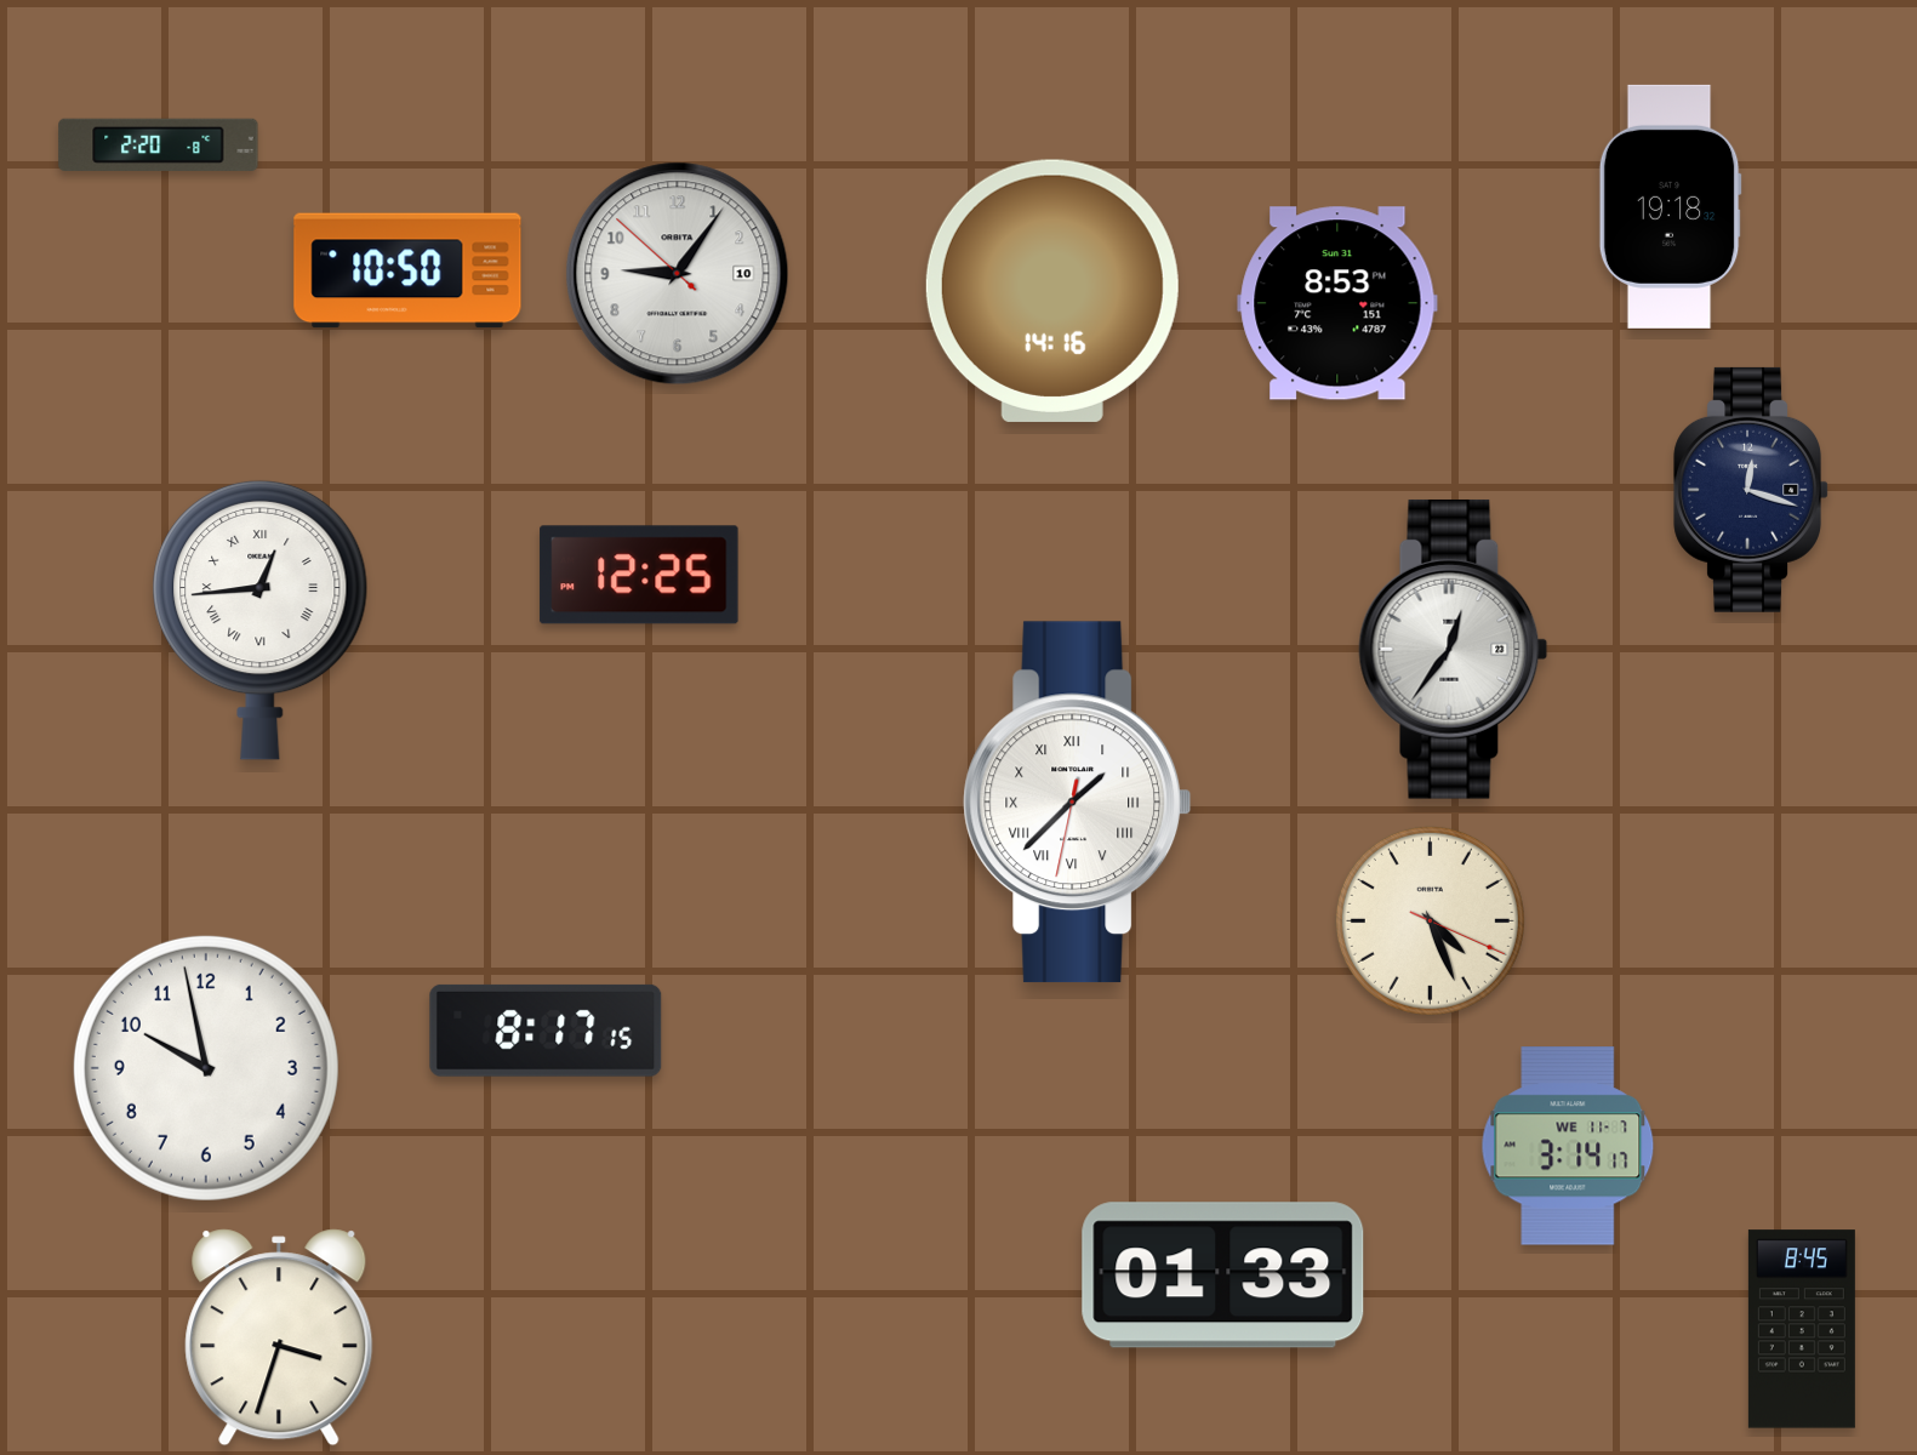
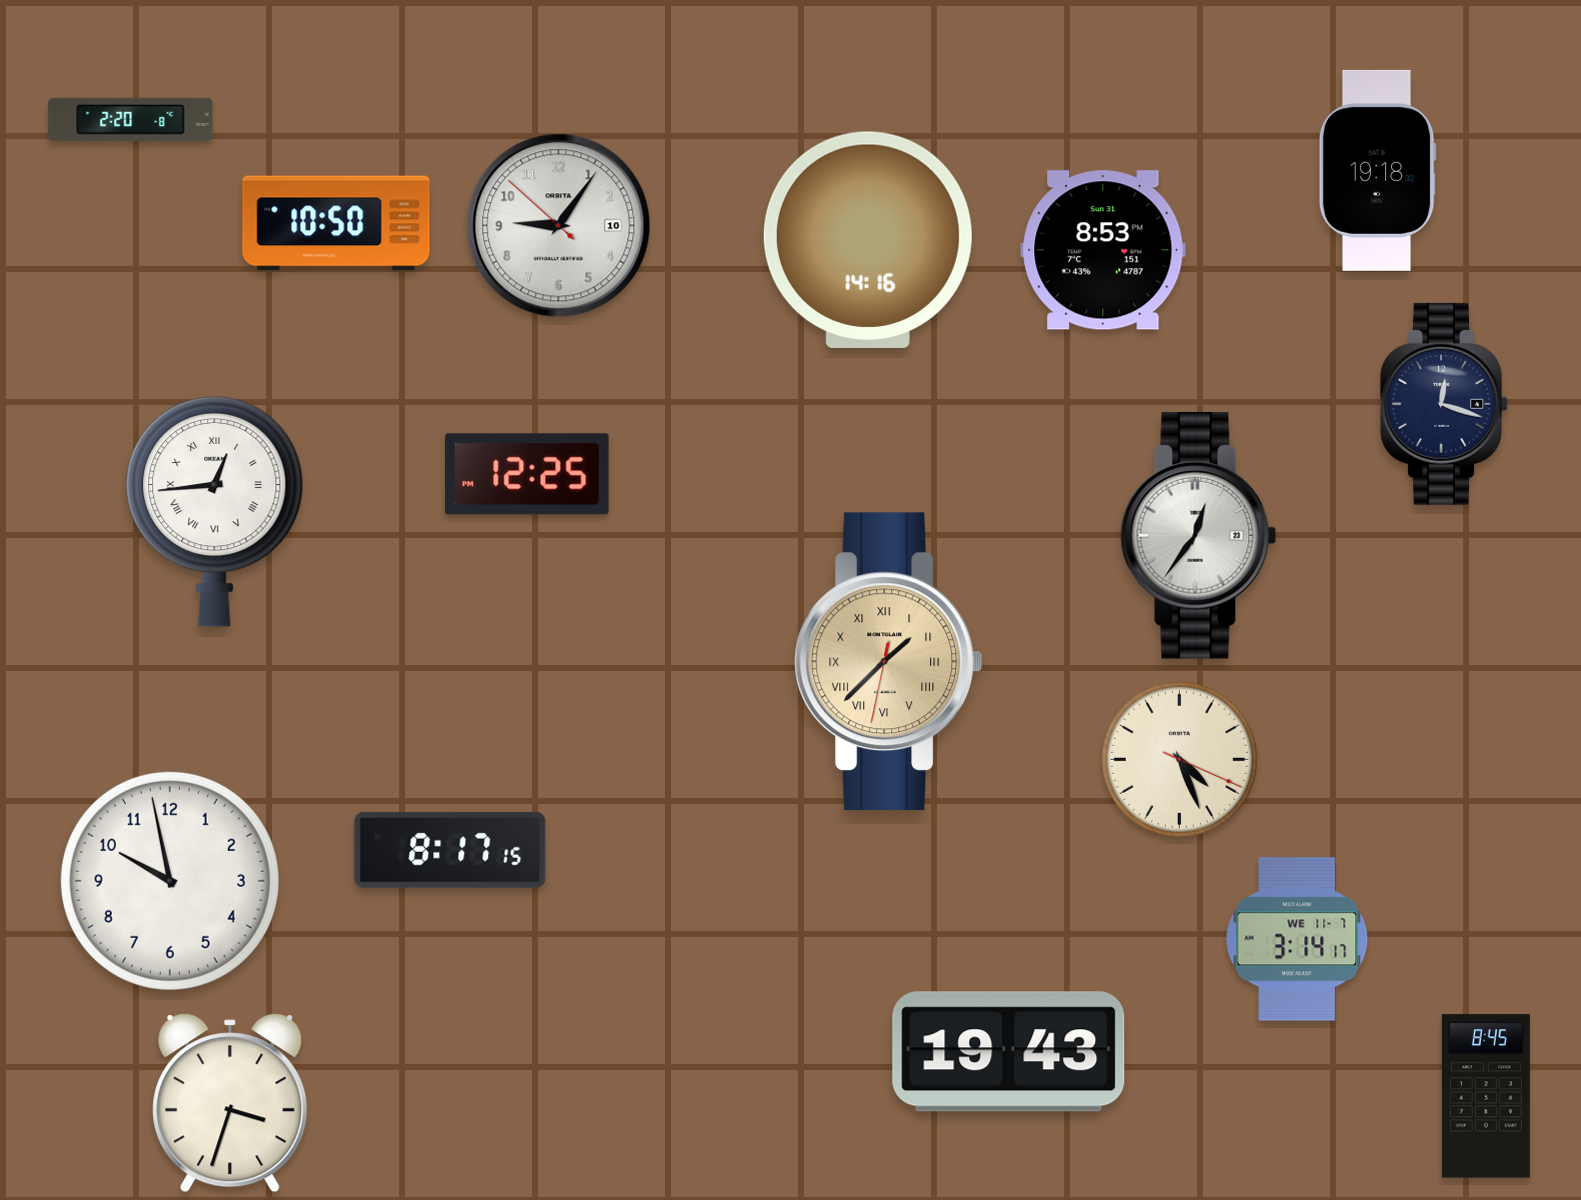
clock at (1078, 803) dial: white -> champagne
clock at (1568, 1146) position: (1568, 1146) -> (1297, 939)
clock at (1223, 1276): 01:33 -> 19:43
